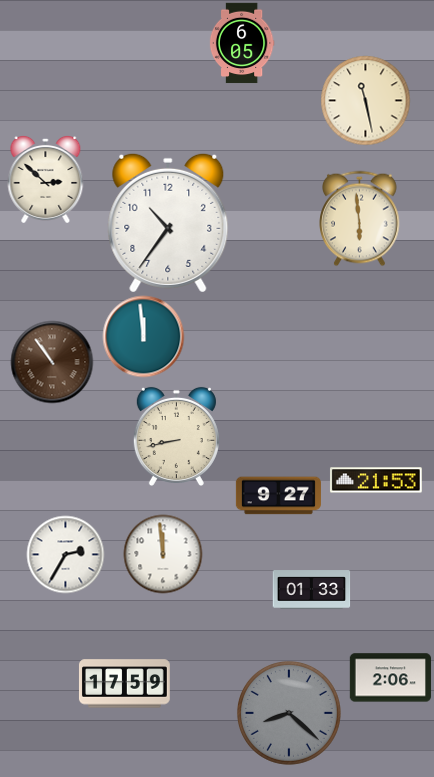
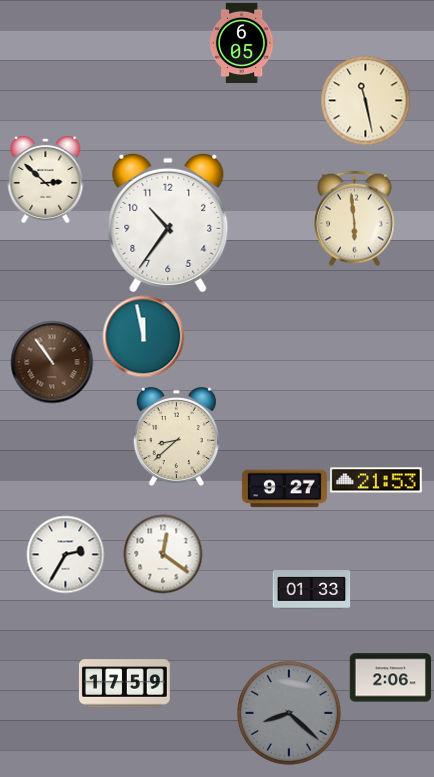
clock at (360, 218) position: (360, 218) -> (355, 218)
clock at (143, 336): 11:59 -> 11:58
clock at (176, 436): 8:43 -> 8:38
clock at (278, 496) position: (278, 496) -> (284, 489)
clock at (163, 554): 11:59 -> 12:21
